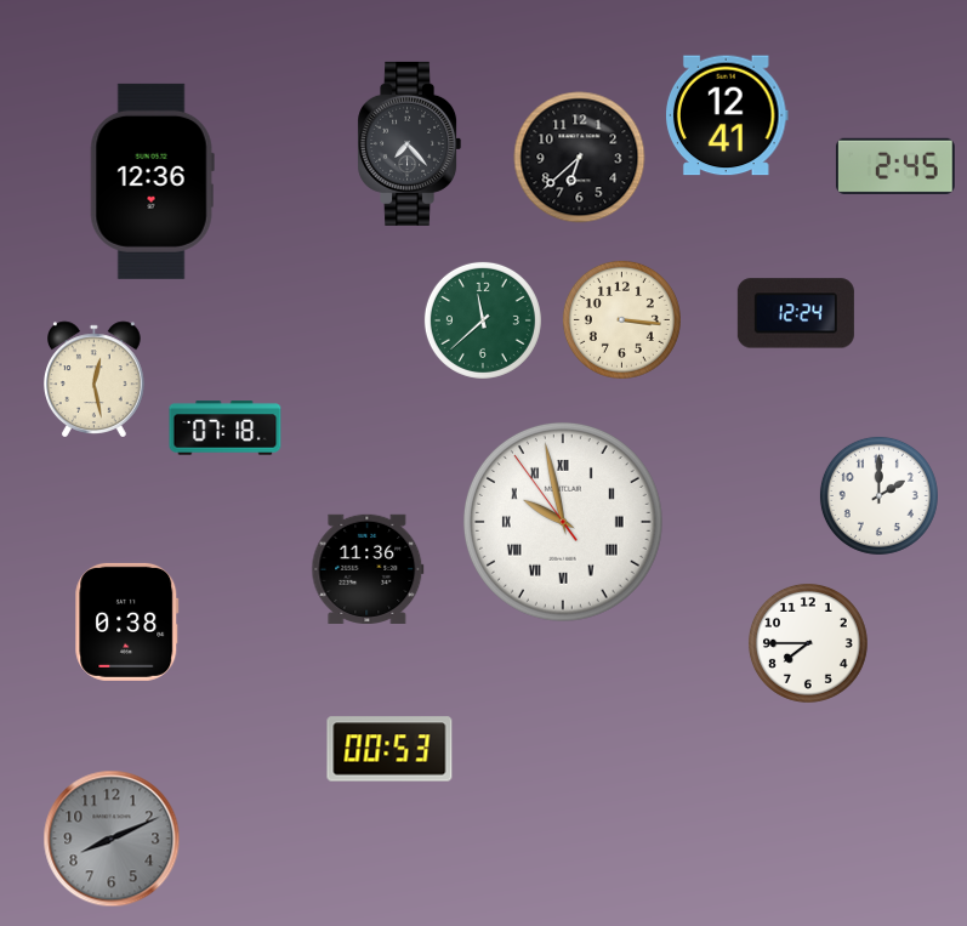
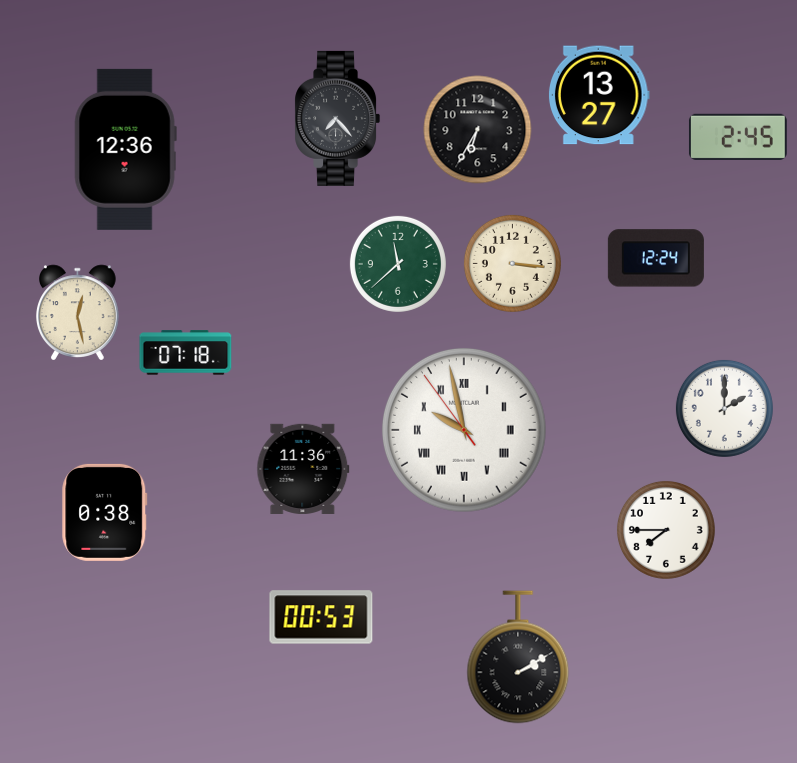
clock at (728, 115): 12:41 -> 13:27
clock at (580, 158): 6:38 -> 6:35
clock at (518, 657): none -> 2:10
clock at (112, 839): 8:11 -> none
